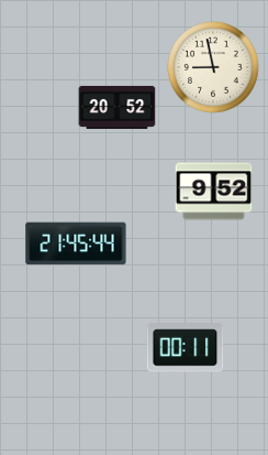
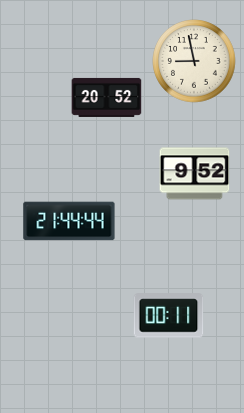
clock at (76, 243): 21:45 -> 21:44
